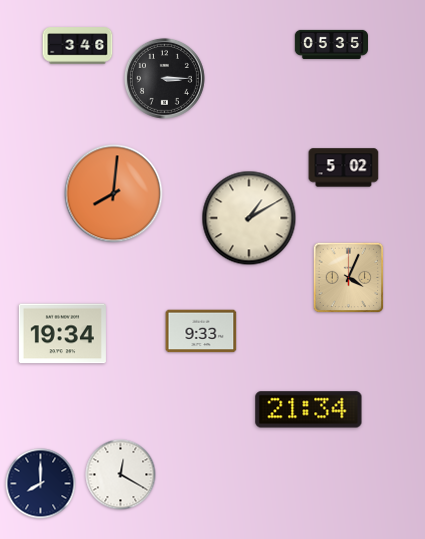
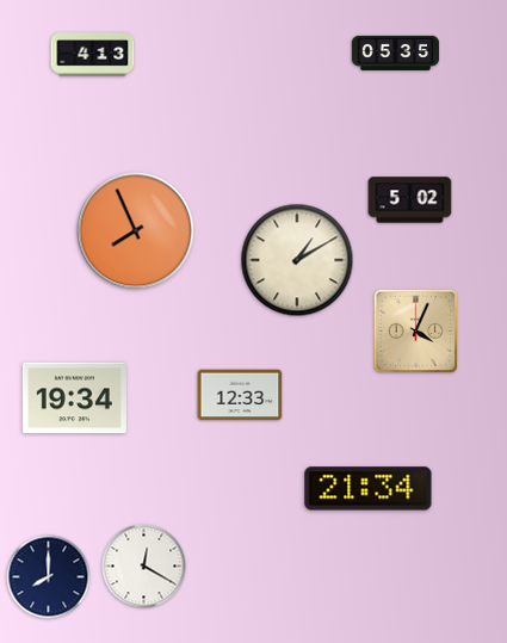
clock at (78, 46): 3:46 -> 4:13
clock at (164, 78): 3:15 -> none
clock at (114, 194): 8:01 -> 7:56
clock at (201, 331): 9:33 -> 12:33
